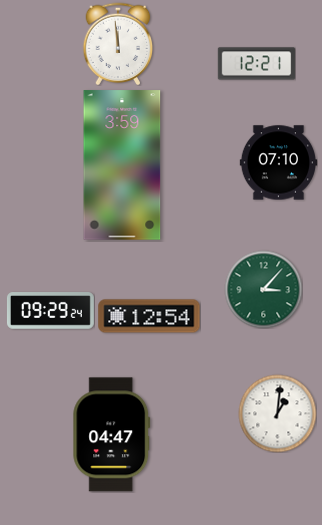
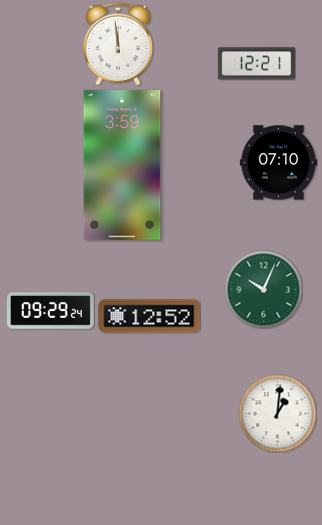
clock at (263, 289): 3:07 -> 10:04
clock at (149, 316): 12:54 -> 12:52
clock at (112, 435): 04:47 -> none
